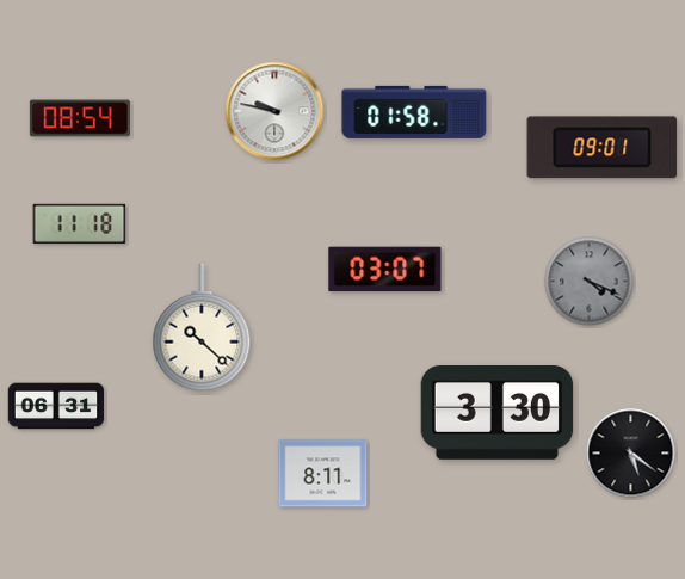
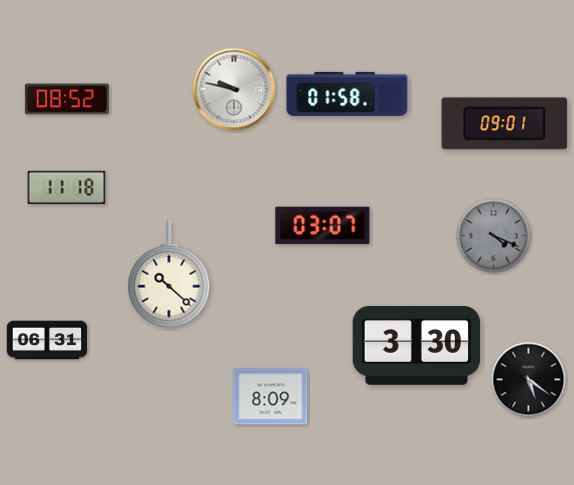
clock at (274, 111) position: (274, 111) -> (234, 89)
clock at (80, 118): 08:54 -> 08:52
clock at (323, 474): 8:11 -> 8:09
